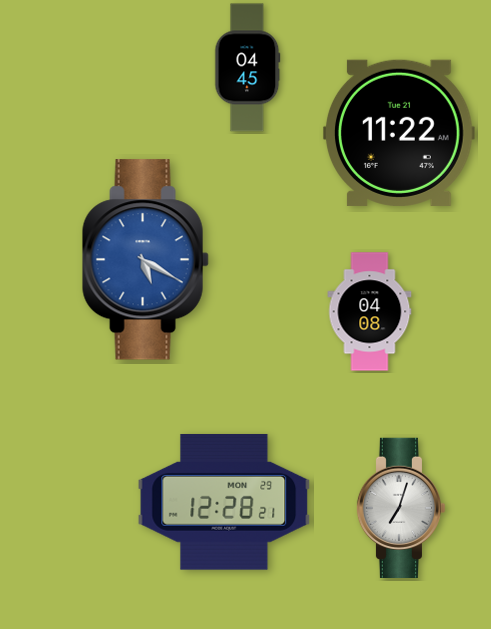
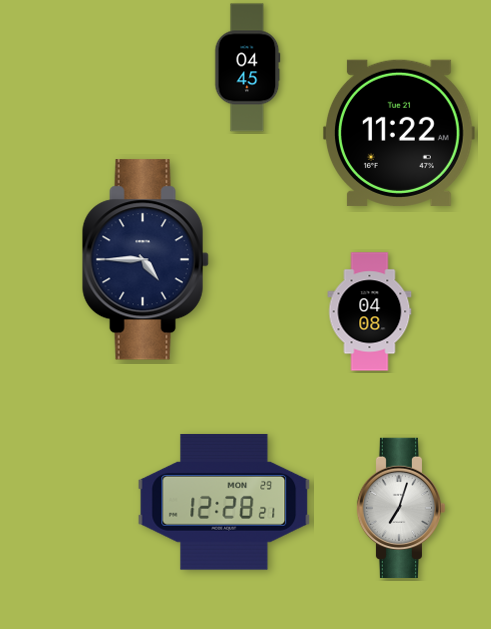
clock at (145, 260): 5:20 -> 4:45
clock at (145, 260) dial: blue -> navy
